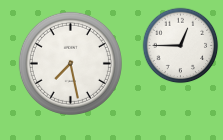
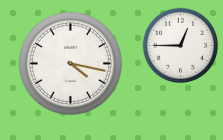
clock at (70, 63): 7:28 -> 4:17
